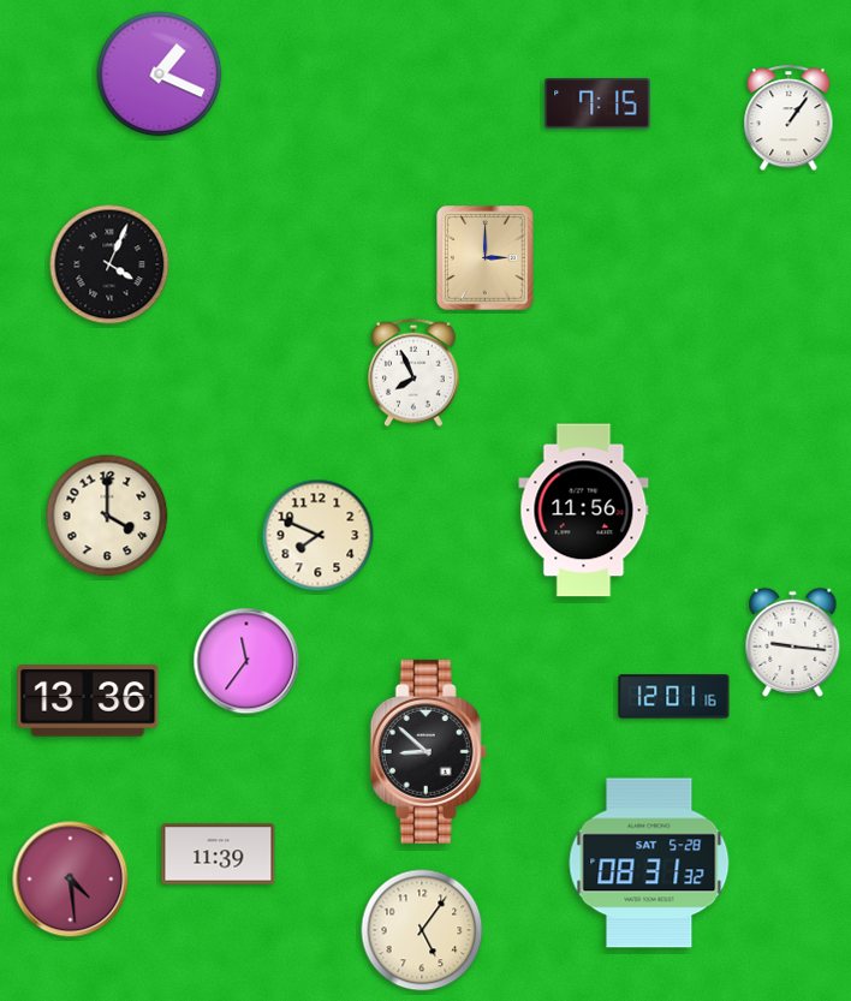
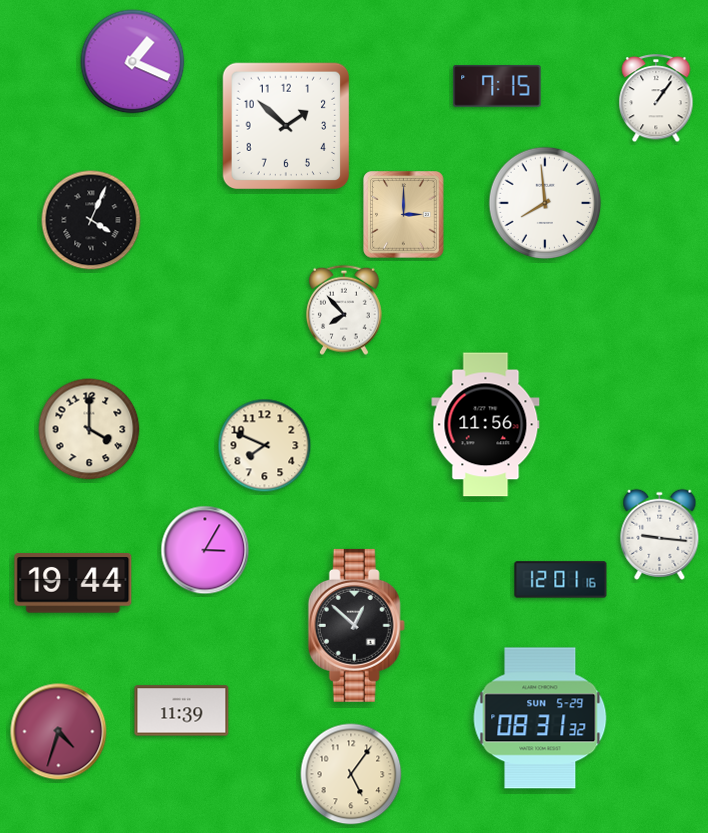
clock at (286, 126): none -> 1:52
clock at (545, 203): none -> 7:59
clock at (413, 373): 7:56 -> 7:53
clock at (246, 661): 11:36 -> 3:05
clock at (88, 702): 13:36 -> 19:44
clock at (428, 751): 8:52 -> 12:52
clock at (649, 863) date: SAT 5-28 -> SUN 5-29
clock at (71, 880): 4:29 -> 4:33
